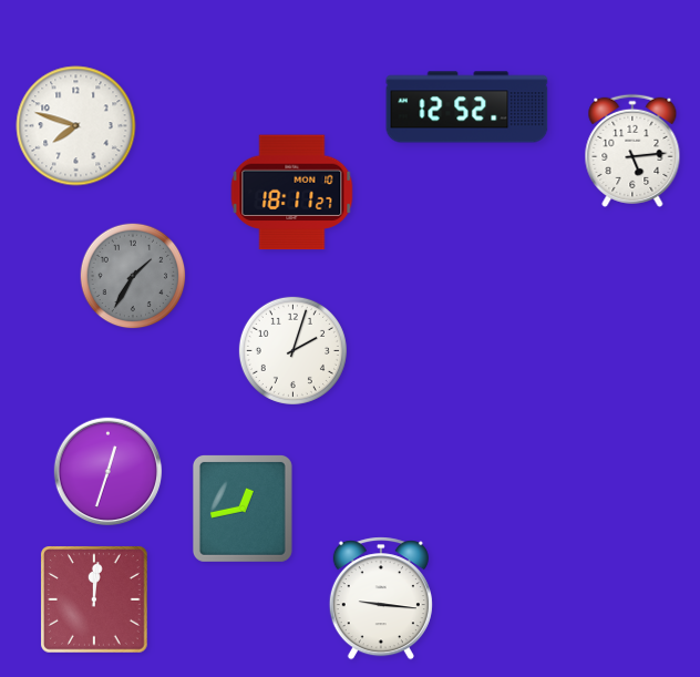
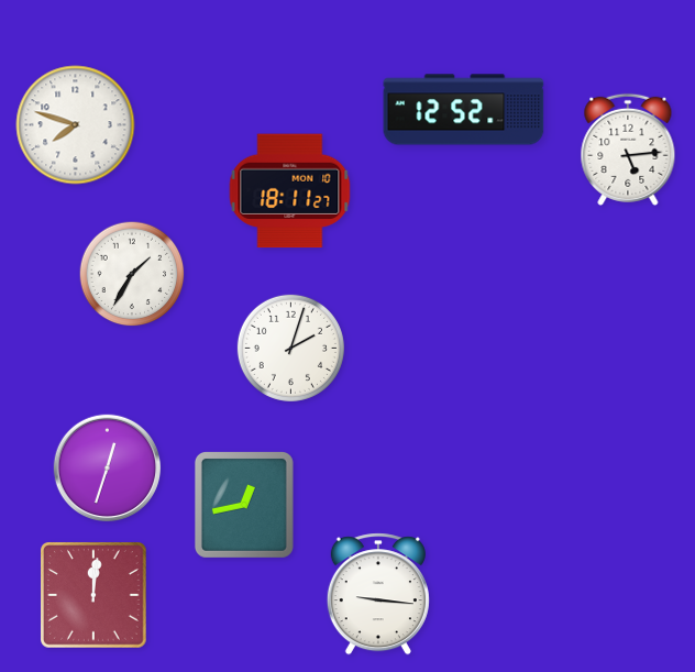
clock at (467, 107) position: (467, 107) -> (464, 110)
clock at (133, 276) dial: grey -> white
clock at (243, 509) position: (243, 509) -> (244, 505)
